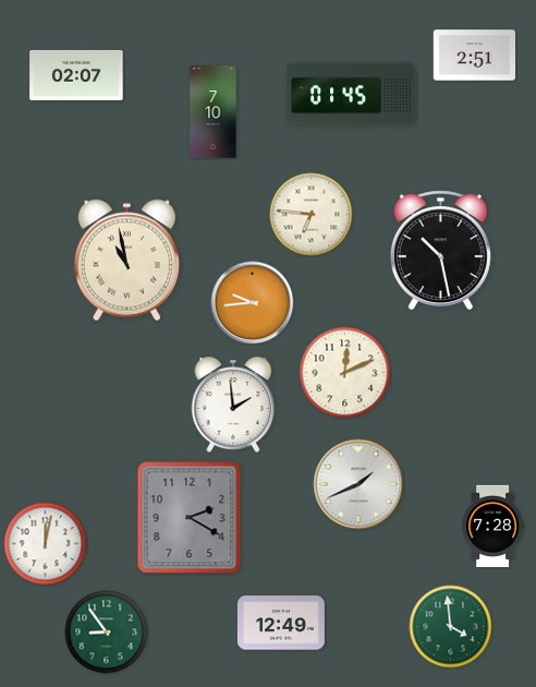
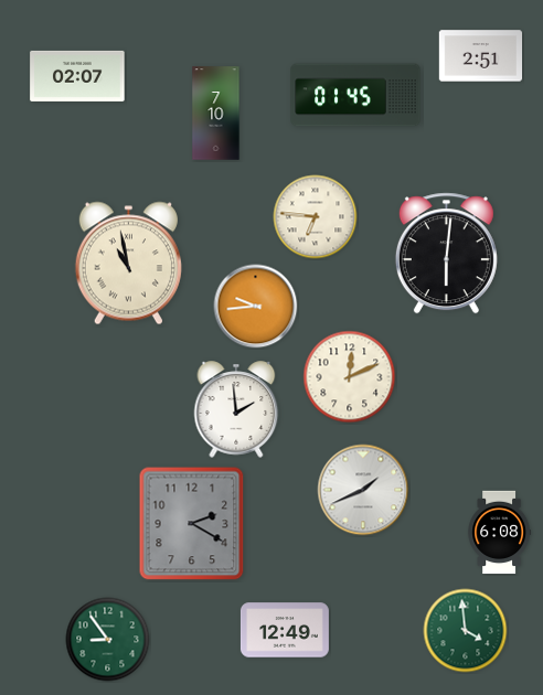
clock at (440, 251): 10:28 -> 6:01
clock at (494, 527): 7:28 -> 6:08
clock at (46, 544): 12:02 -> none
clock at (451, 627) position: (451, 627) -> (466, 631)
